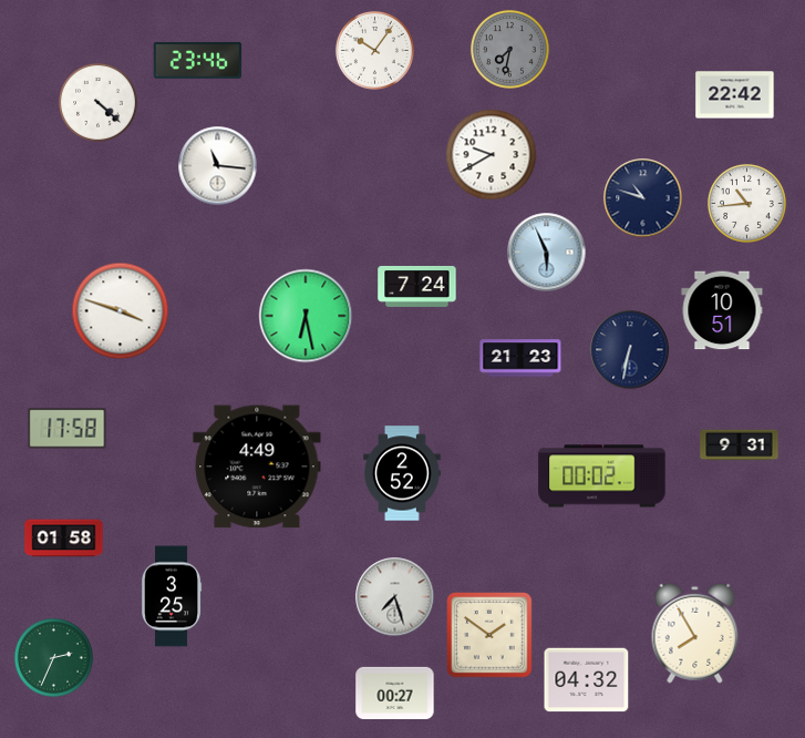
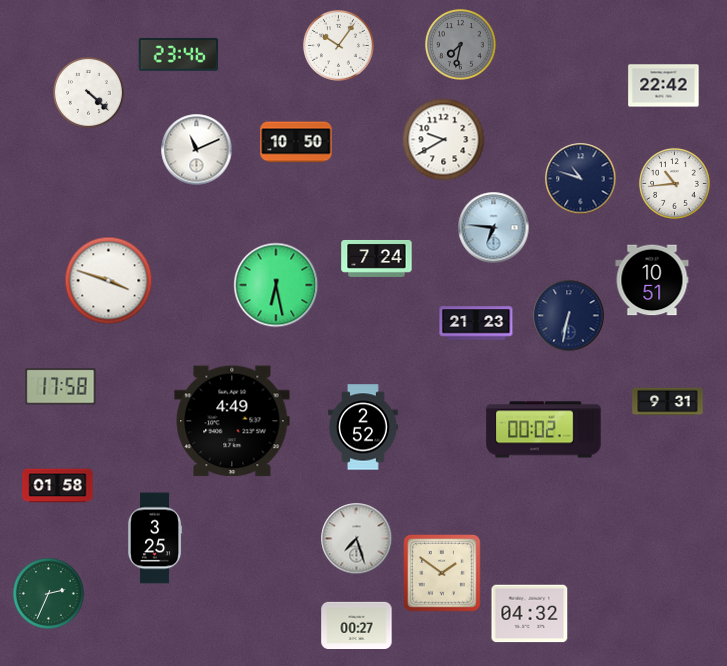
clock at (296, 142): none -> 10:50
clock at (218, 166): 11:16 -> 11:11
clock at (547, 253): 5:56 -> 6:46
clock at (520, 358) position: (520, 358) -> (476, 323)
clock at (695, 633): 7:55 -> none
